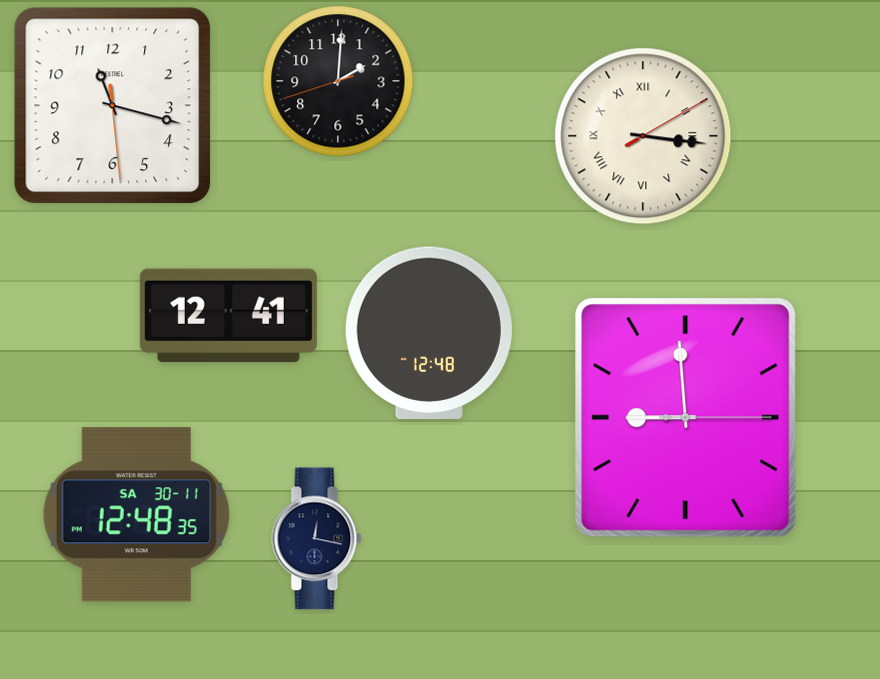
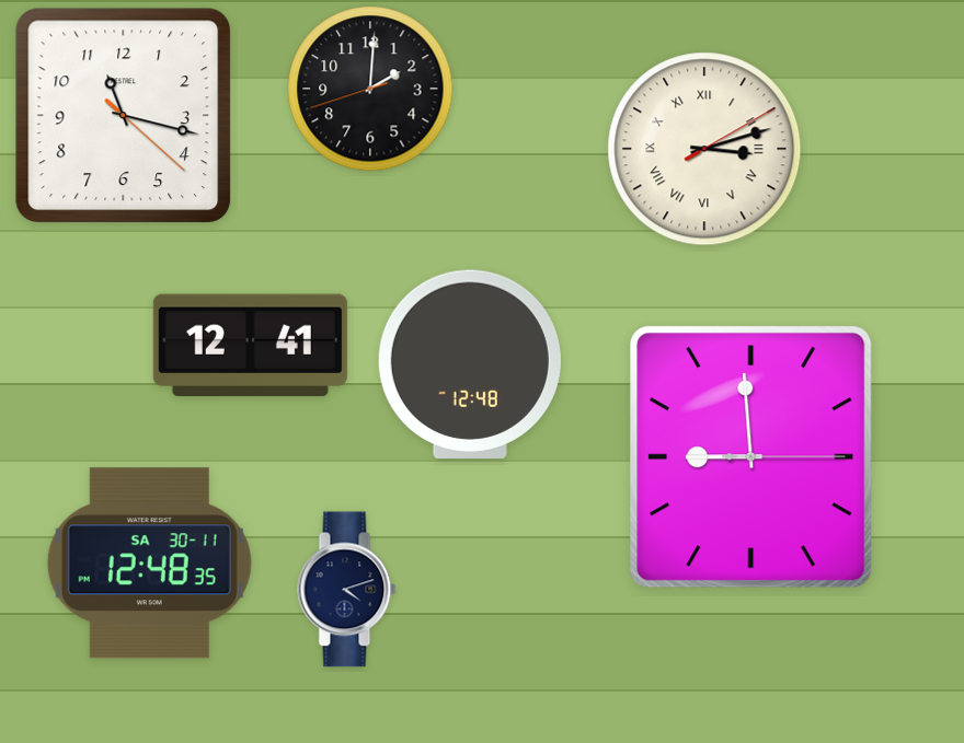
clock at (113, 106): 11:17:29 -> 11:17:22
clock at (643, 136): 3:16 -> 3:12
clock at (317, 539): 12:17 -> 4:12
